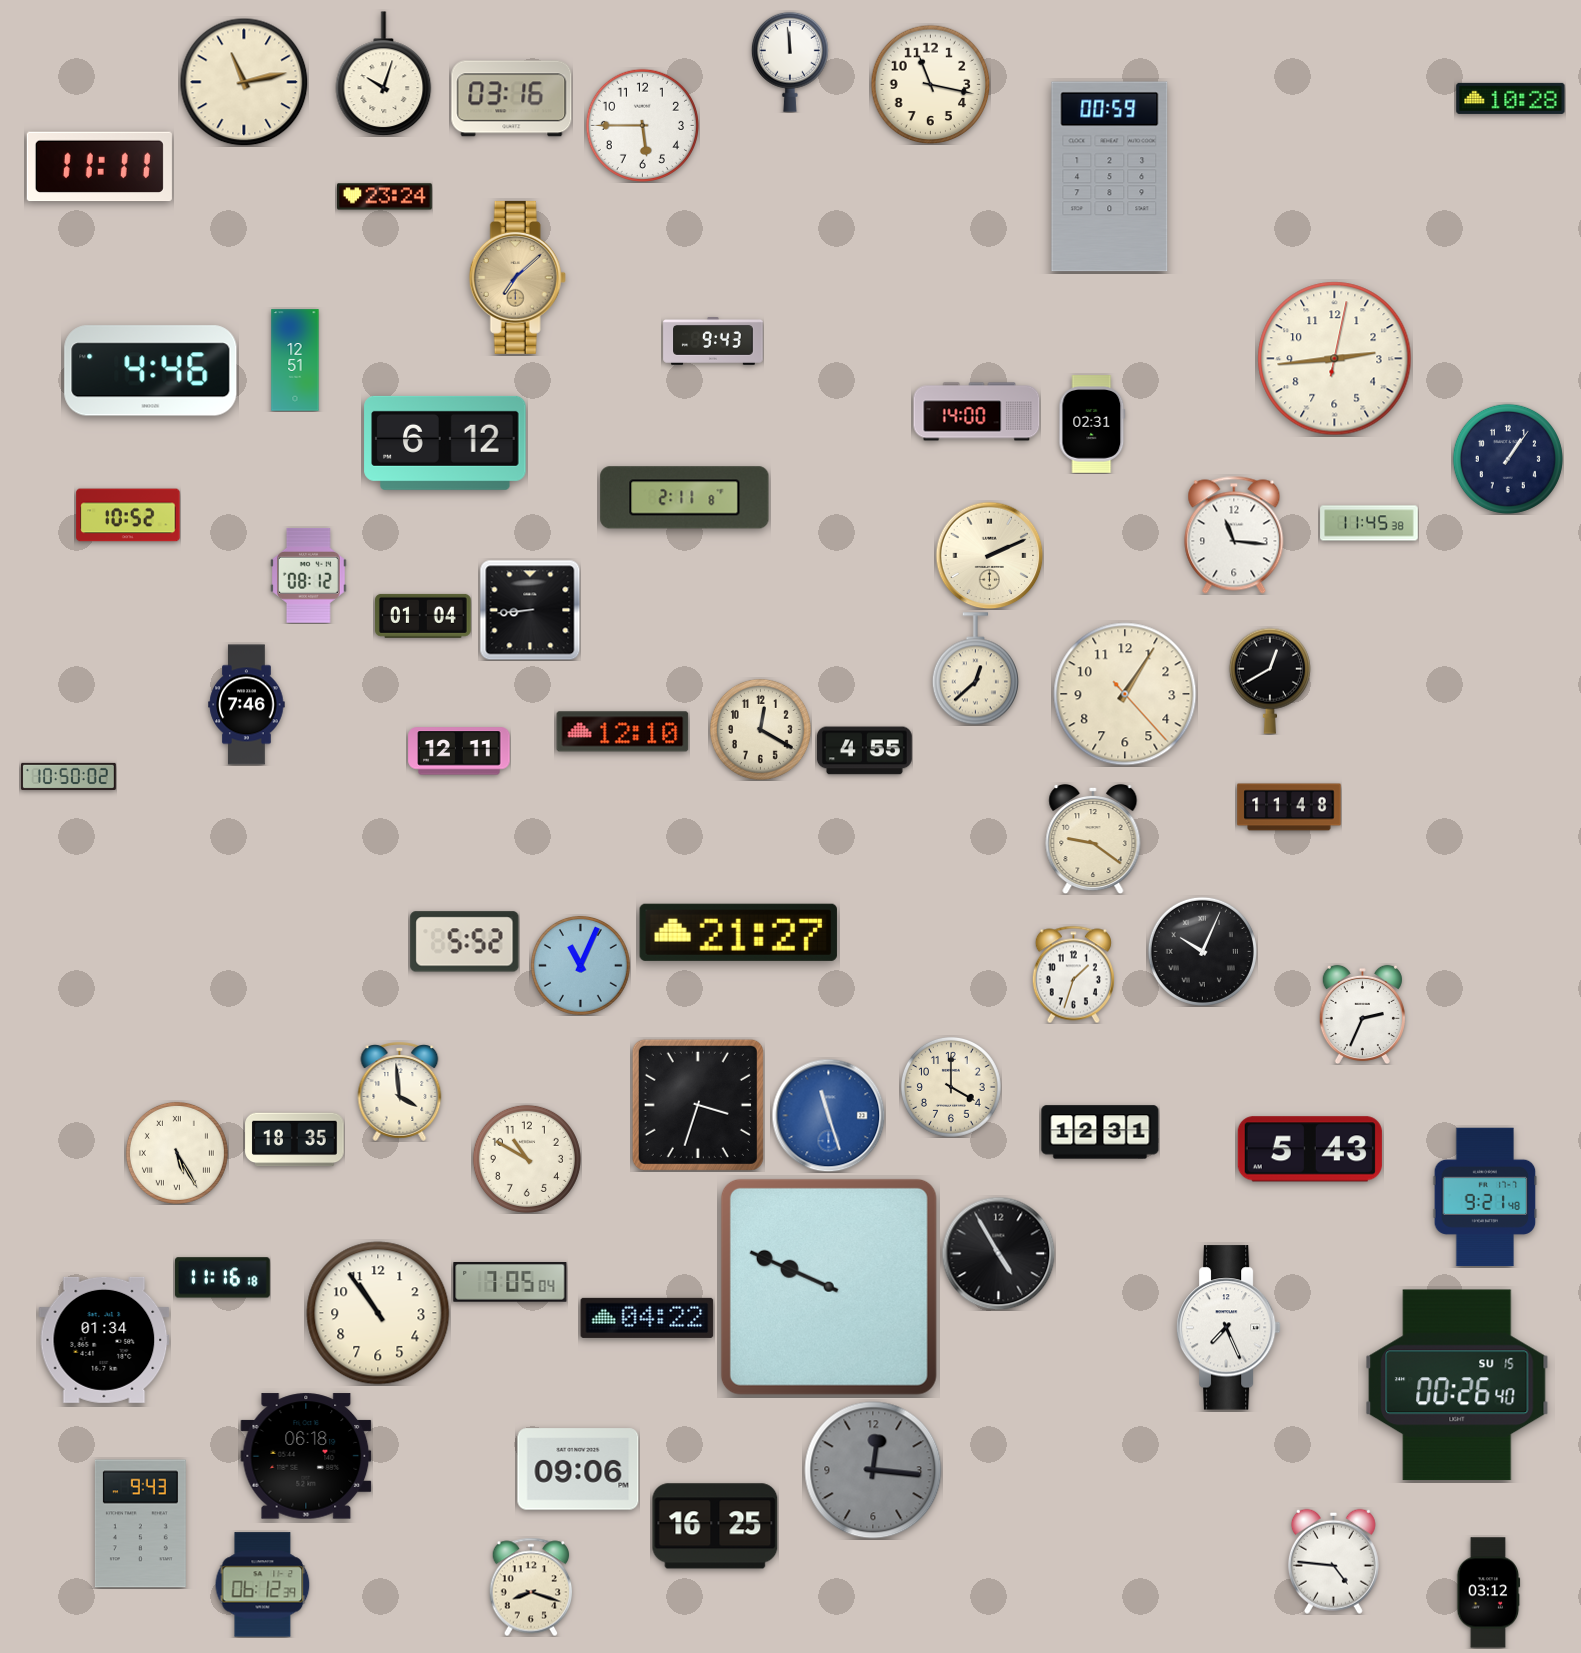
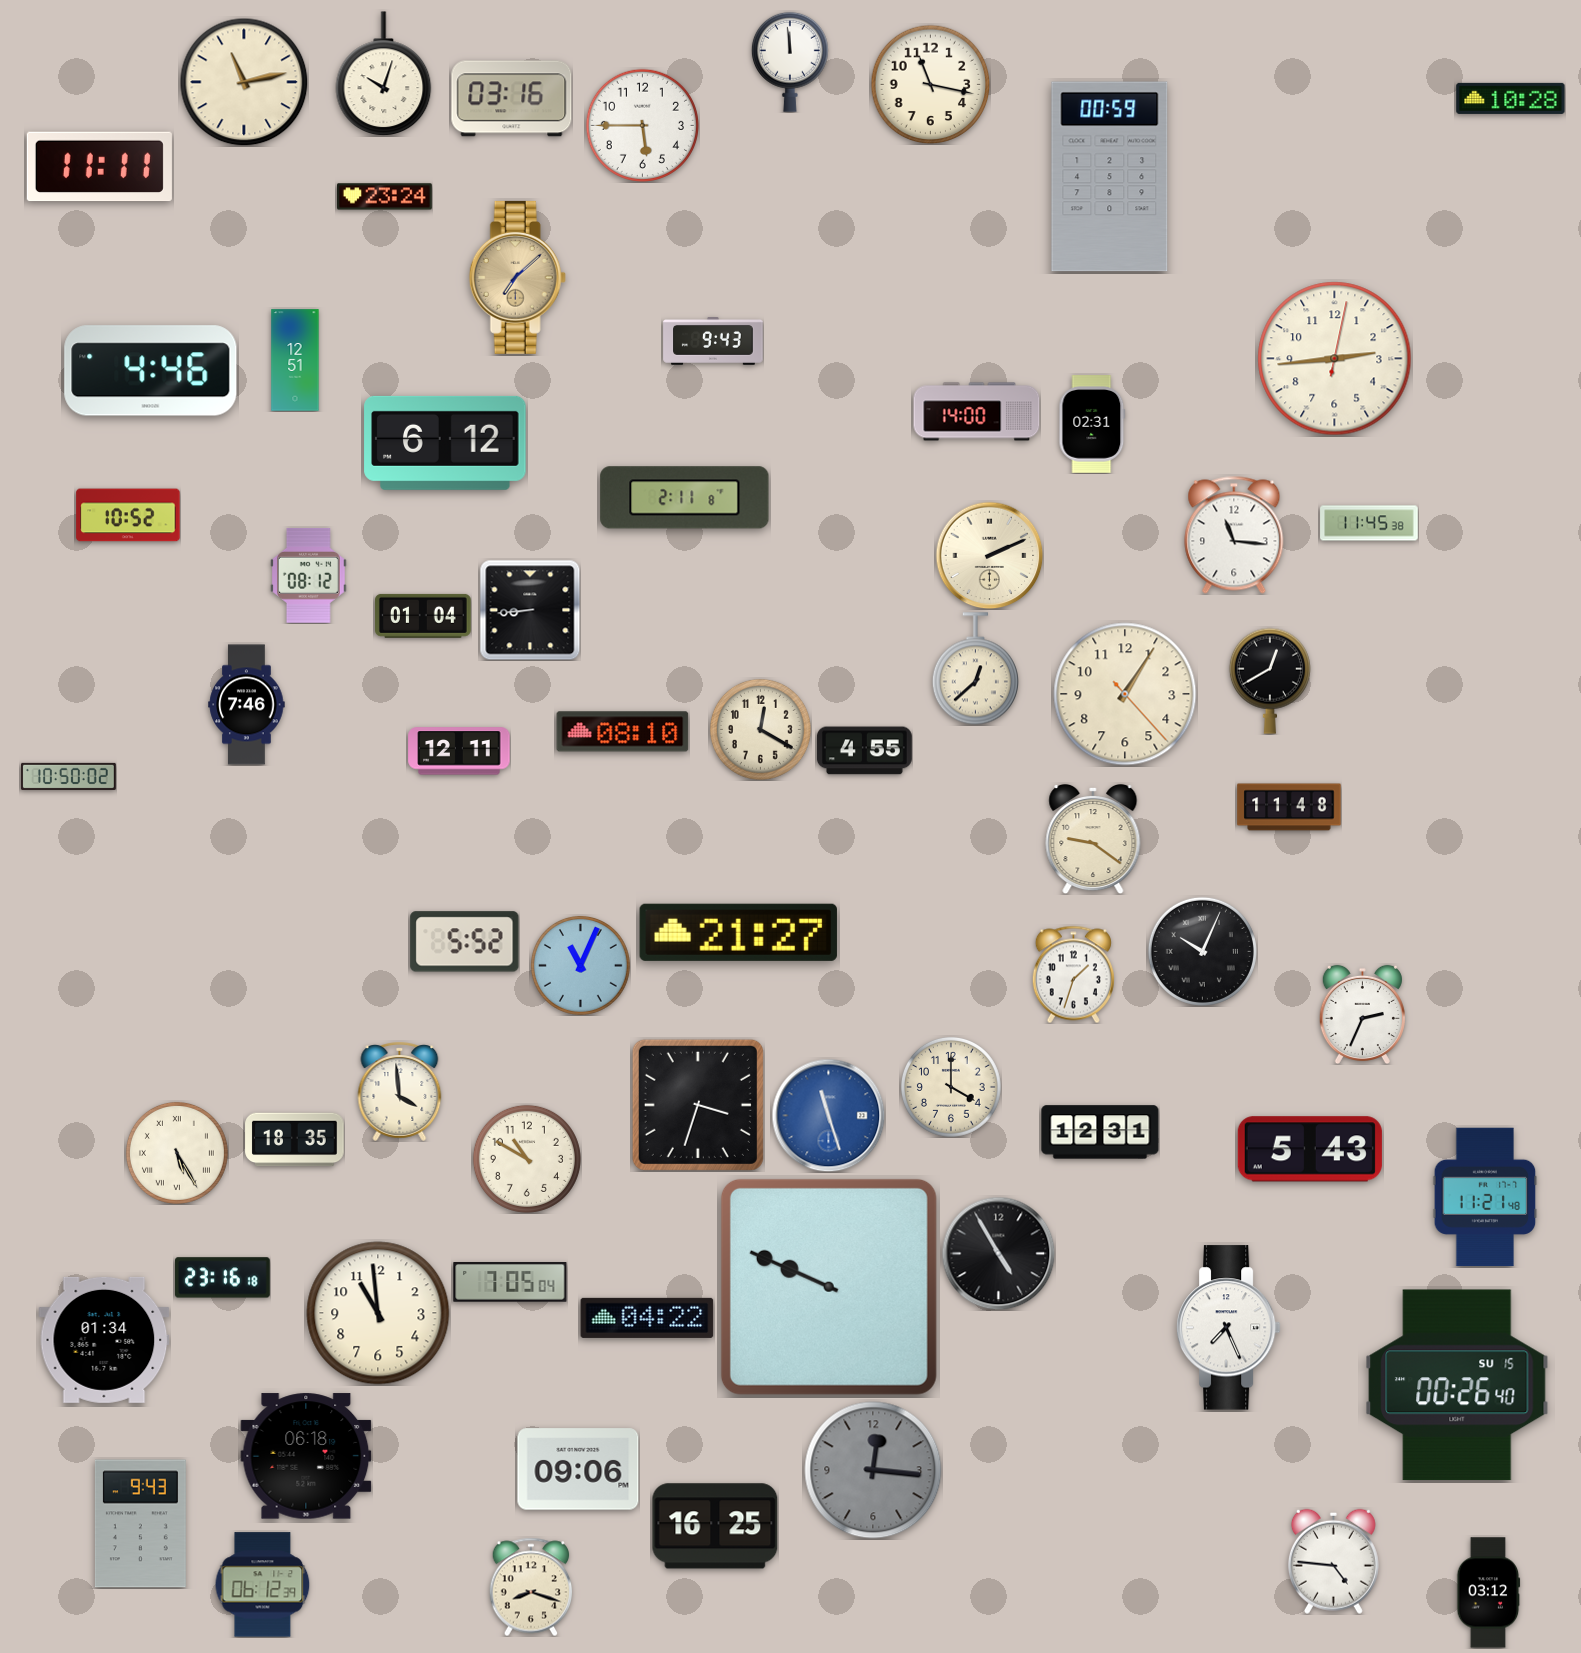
clock at (1508, 459): 1:06 -> none
clock at (623, 732): 12:10 -> 08:10
clock at (1485, 1197): 9:21 -> 11:21
clock at (222, 1278): 11:16 -> 23:16
clock at (378, 1313): 10:54 -> 10:59
